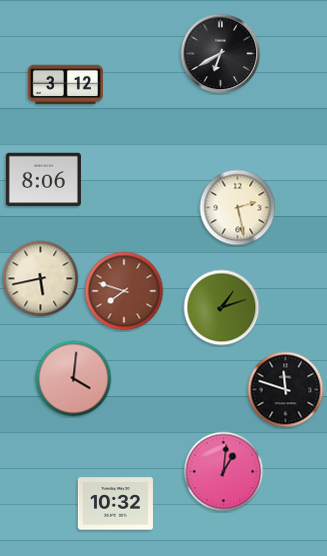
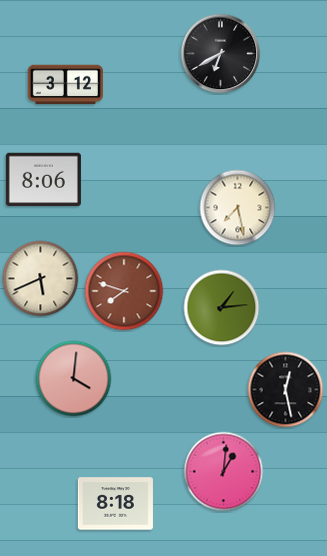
clock at (238, 208): 2:28 -> 7:28
clock at (41, 279): 5:43 -> 5:41
clock at (222, 308): 1:12 -> 1:14
clock at (286, 390): 11:48 -> 12:28
clock at (115, 504): 10:32 -> 8:18
